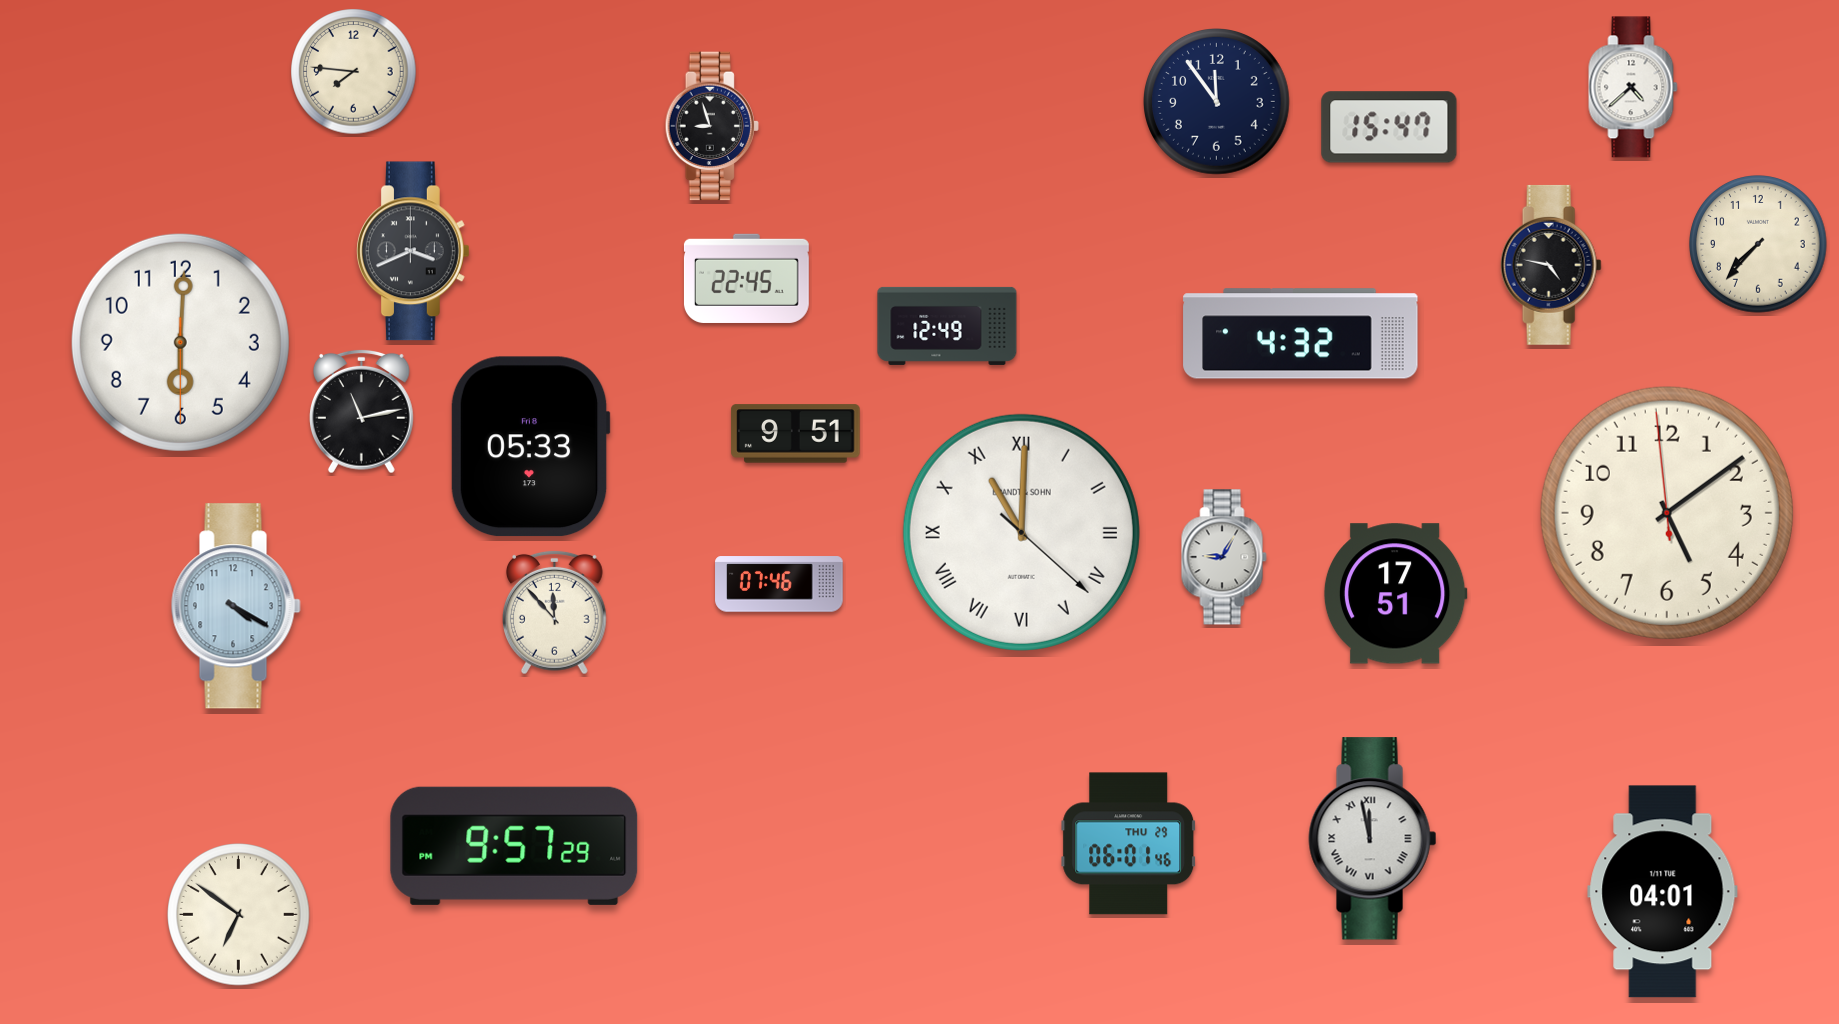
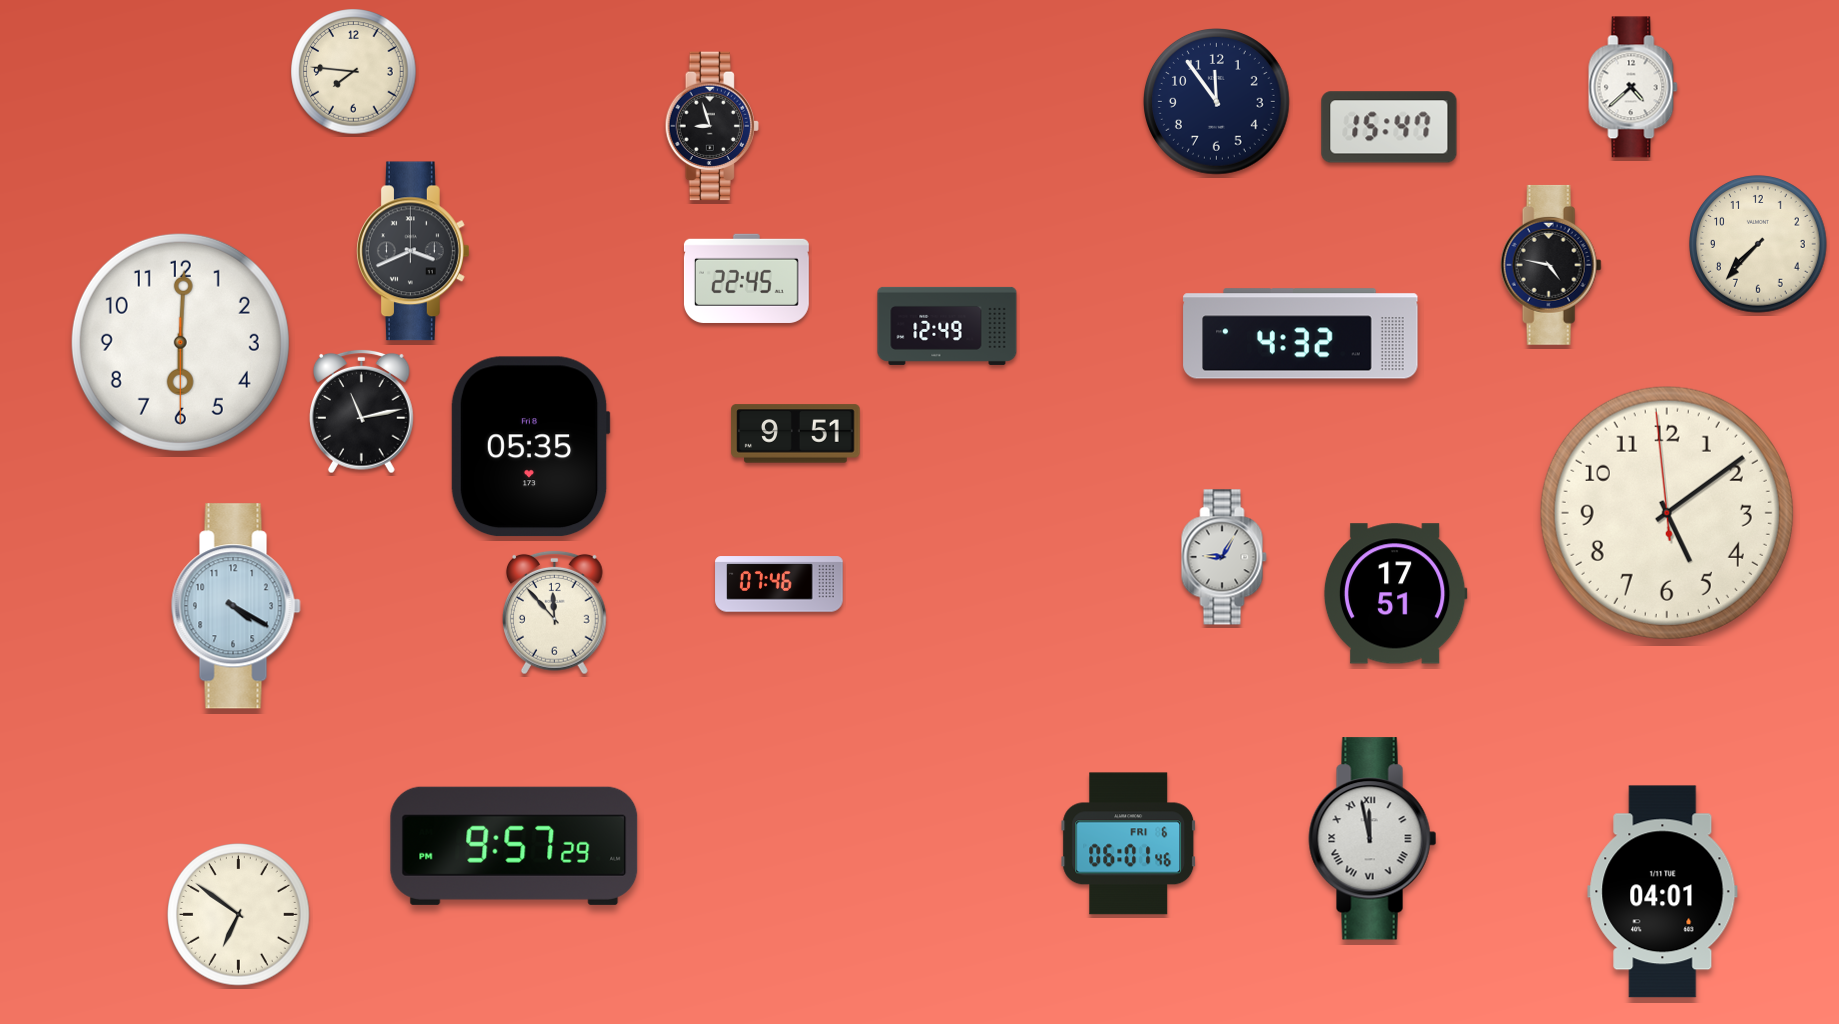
clock at (530, 447): 05:33 -> 05:35
clock at (1021, 532): 11:00 -> none
clock at (1129, 844) date: THU 29 -> FRI 6
